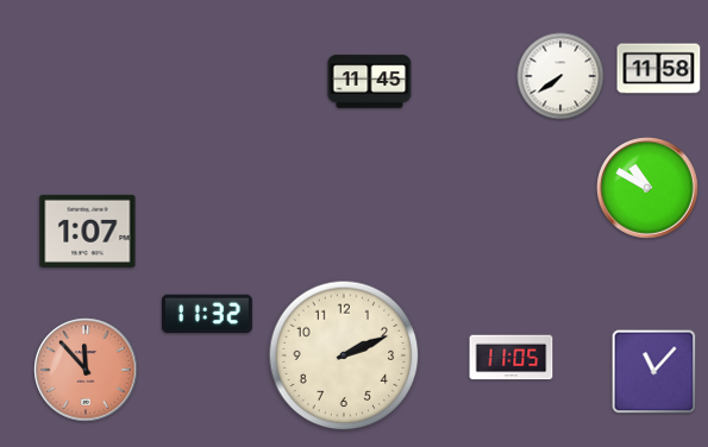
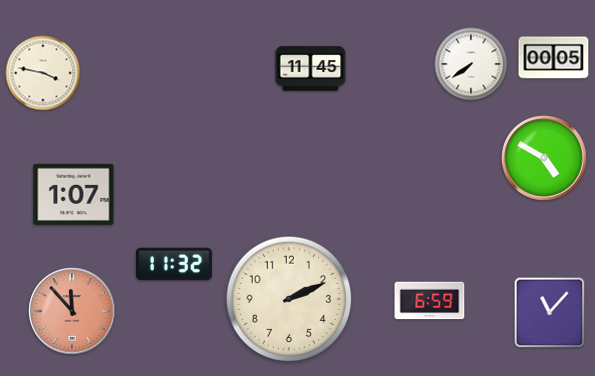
clock at (659, 69): 11:58 -> 00:05
clock at (43, 73): none -> 3:47
clock at (647, 188): 10:50 -> 4:50
clock at (512, 358): 11:05 -> 6:59
